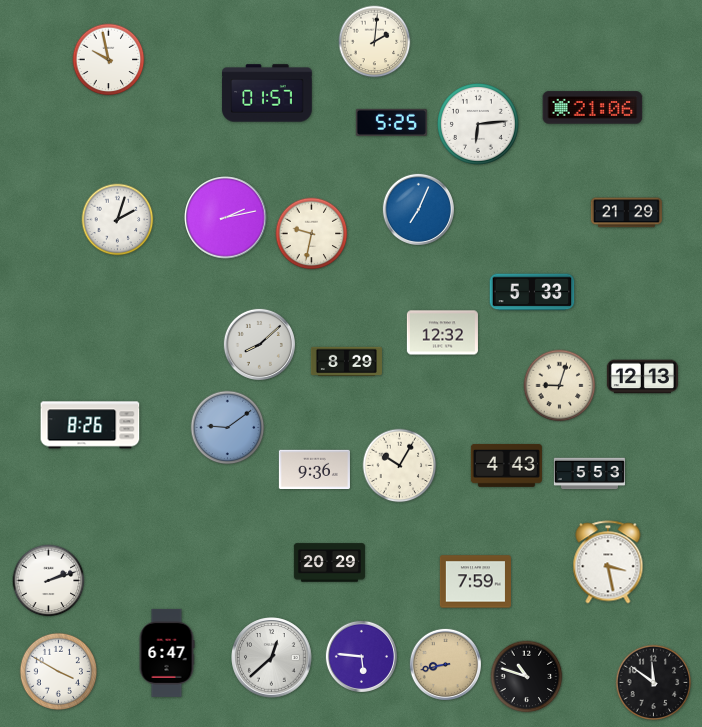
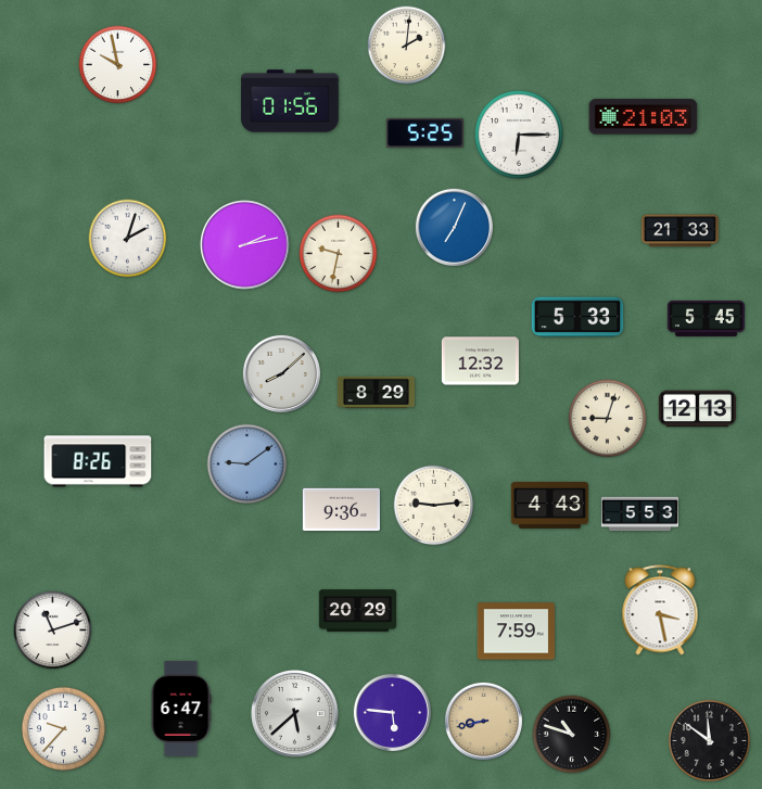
clock at (267, 93): 01:57 -> 01:56
clock at (593, 108): 21:06 -> 21:03
clock at (478, 124): 6:14 -> 6:15
clock at (626, 213): 21:29 -> 21:33
clock at (226, 218) position: (226, 218) -> (245, 245)
clock at (706, 318): none -> 5:45
clock at (400, 466): 10:05 -> 9:14
clock at (49, 581): 2:12 -> 11:12
clock at (272, 658): 12:38 -> 5:38
clock at (58, 671): 3:50 -> 9:37
